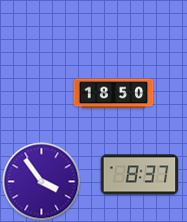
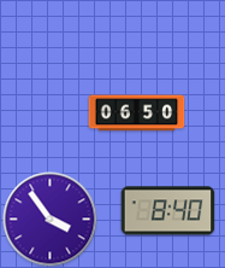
clock at (113, 94): 18:50 -> 06:50
clock at (139, 175): 8:37 -> 8:40
